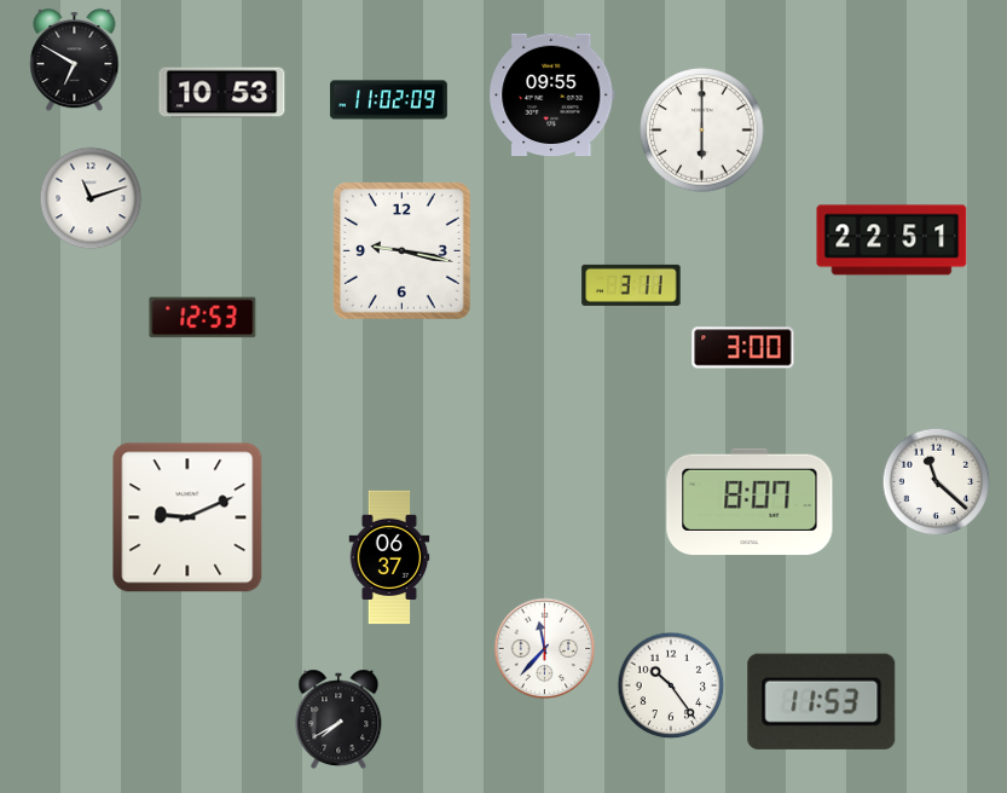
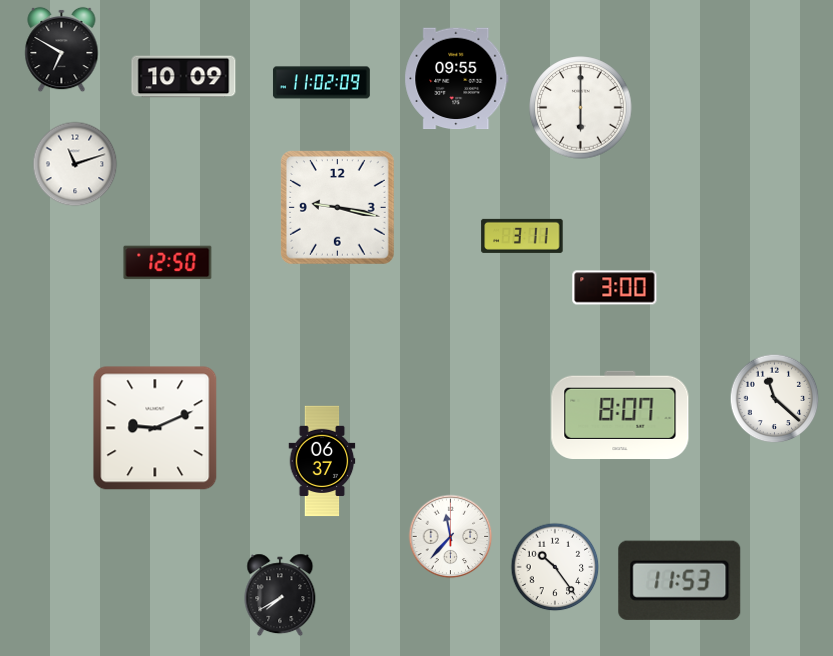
clock at (222, 93): 10:53 -> 10:09
clock at (892, 241): 22:51 -> none
clock at (403, 251) position: (403, 251) -> (338, 208)
clock at (203, 318): 12:53 -> 12:50
